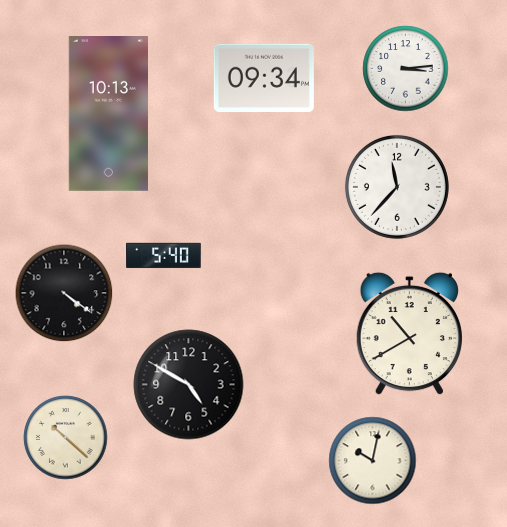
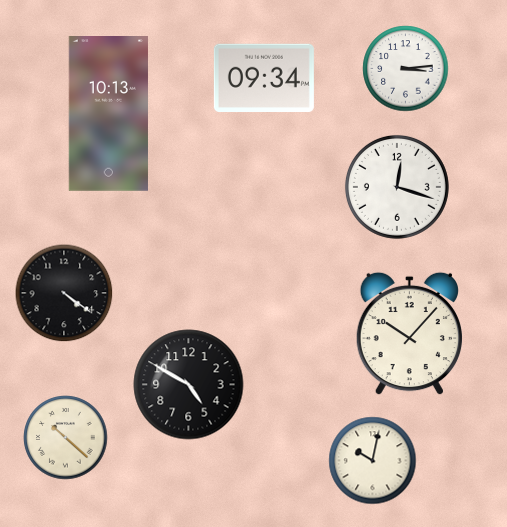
clock at (397, 187): 11:37 -> 12:18
clock at (164, 256): 5:40 -> none
clock at (409, 334): 10:40 -> 10:07
